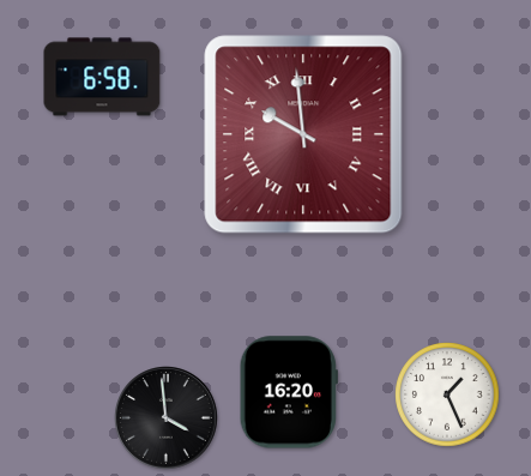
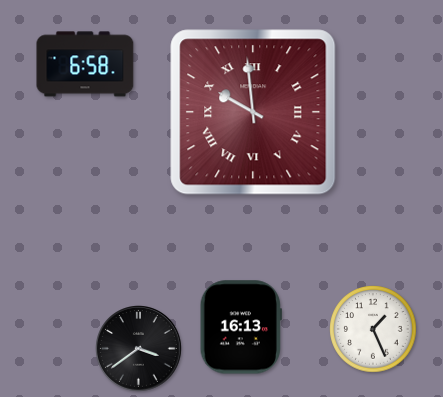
clock at (289, 392): 16:20 -> 16:13
clock at (167, 418): 3:59 -> 3:39
